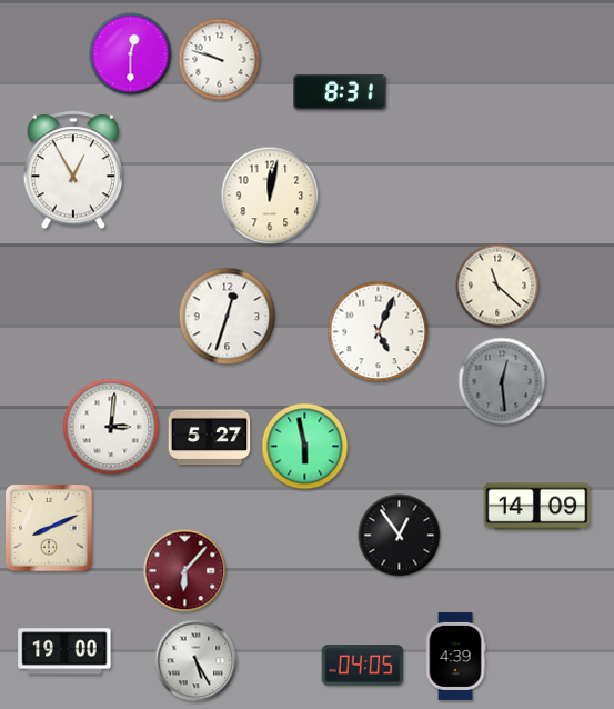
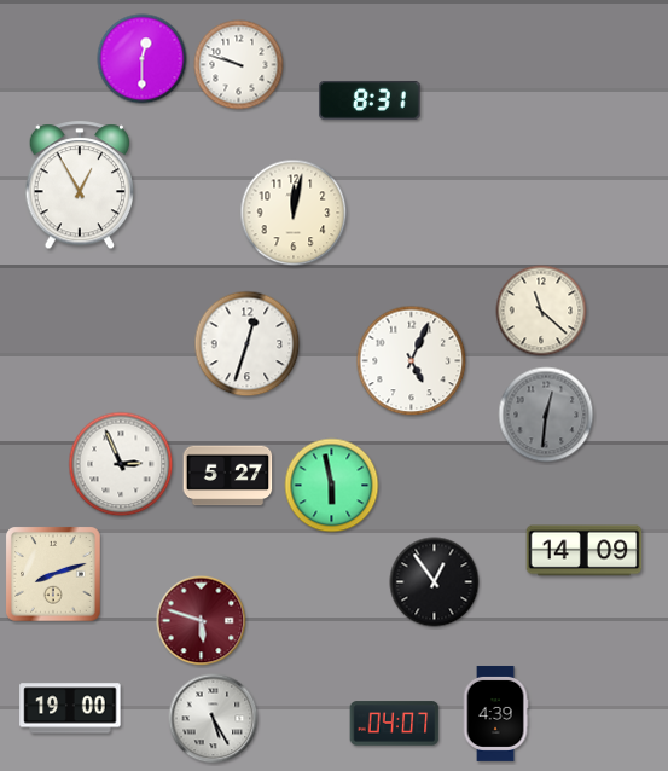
clock at (502, 381): 12:29 -> 12:31
clock at (111, 427): 3:01 -> 2:56
clock at (49, 528): 8:11 -> 8:12
clock at (185, 571): 6:07 -> 5:48
clock at (363, 666): 04:05 -> 04:07
